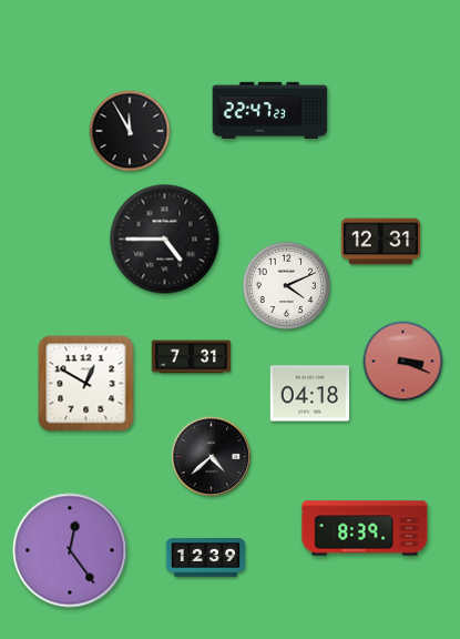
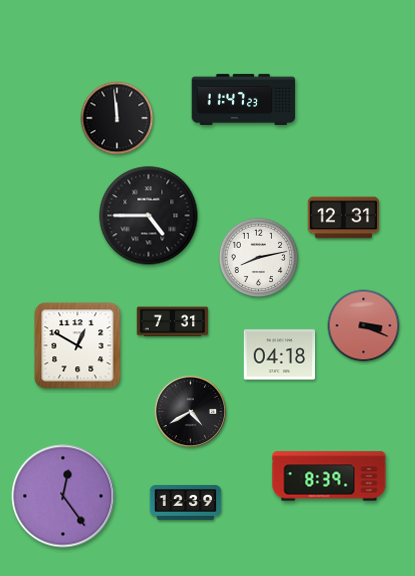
clock at (270, 110): 22:47 -> 11:47
clock at (130, 131): 11:55 -> 11:59
clock at (287, 286): 4:11 -> 8:13
clock at (212, 457): 4:38 -> 4:40
